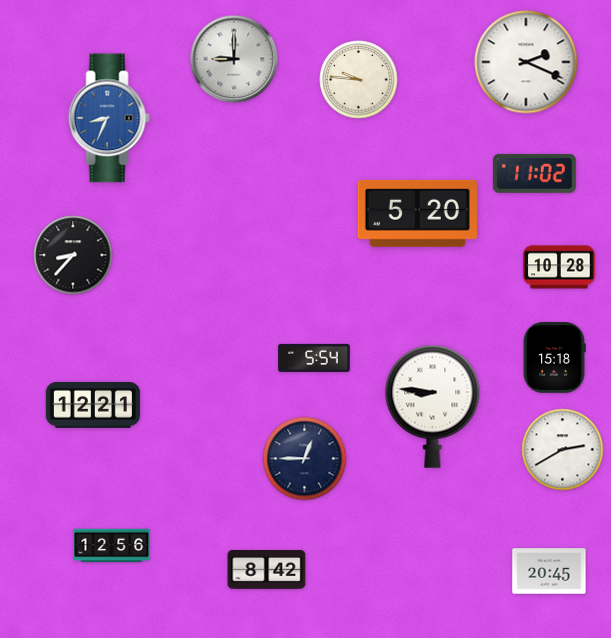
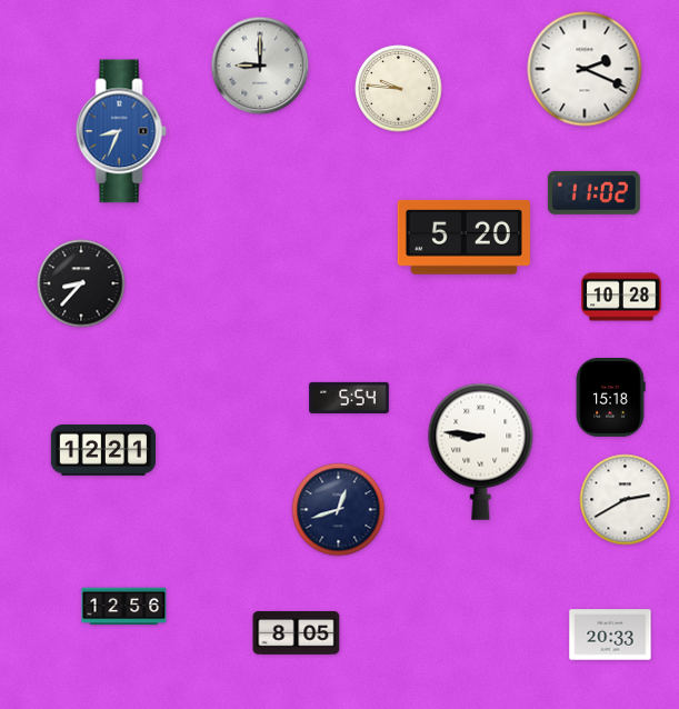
clock at (554, 358) position: (554, 358) -> (610, 398)
clock at (305, 459): 12:45 -> 12:42
clock at (267, 569): 8:42 -> 8:05
clock at (549, 571): 20:45 -> 20:33
